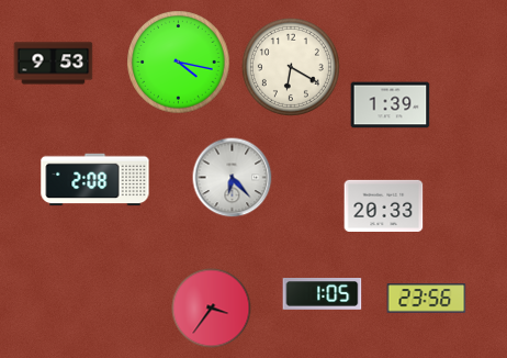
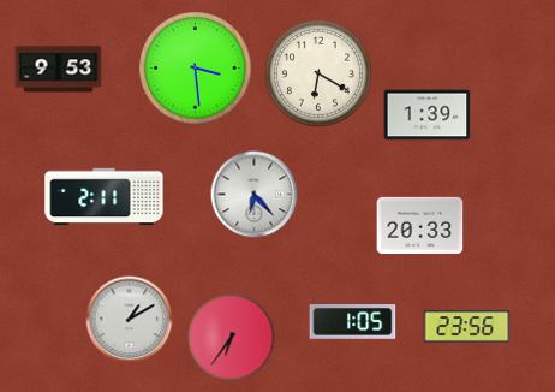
clock at (179, 63): 4:17 -> 3:29
clock at (95, 180): 2:08 -> 2:11
clock at (130, 320): none -> 1:10
clock at (212, 309): 3:36 -> 6:36
